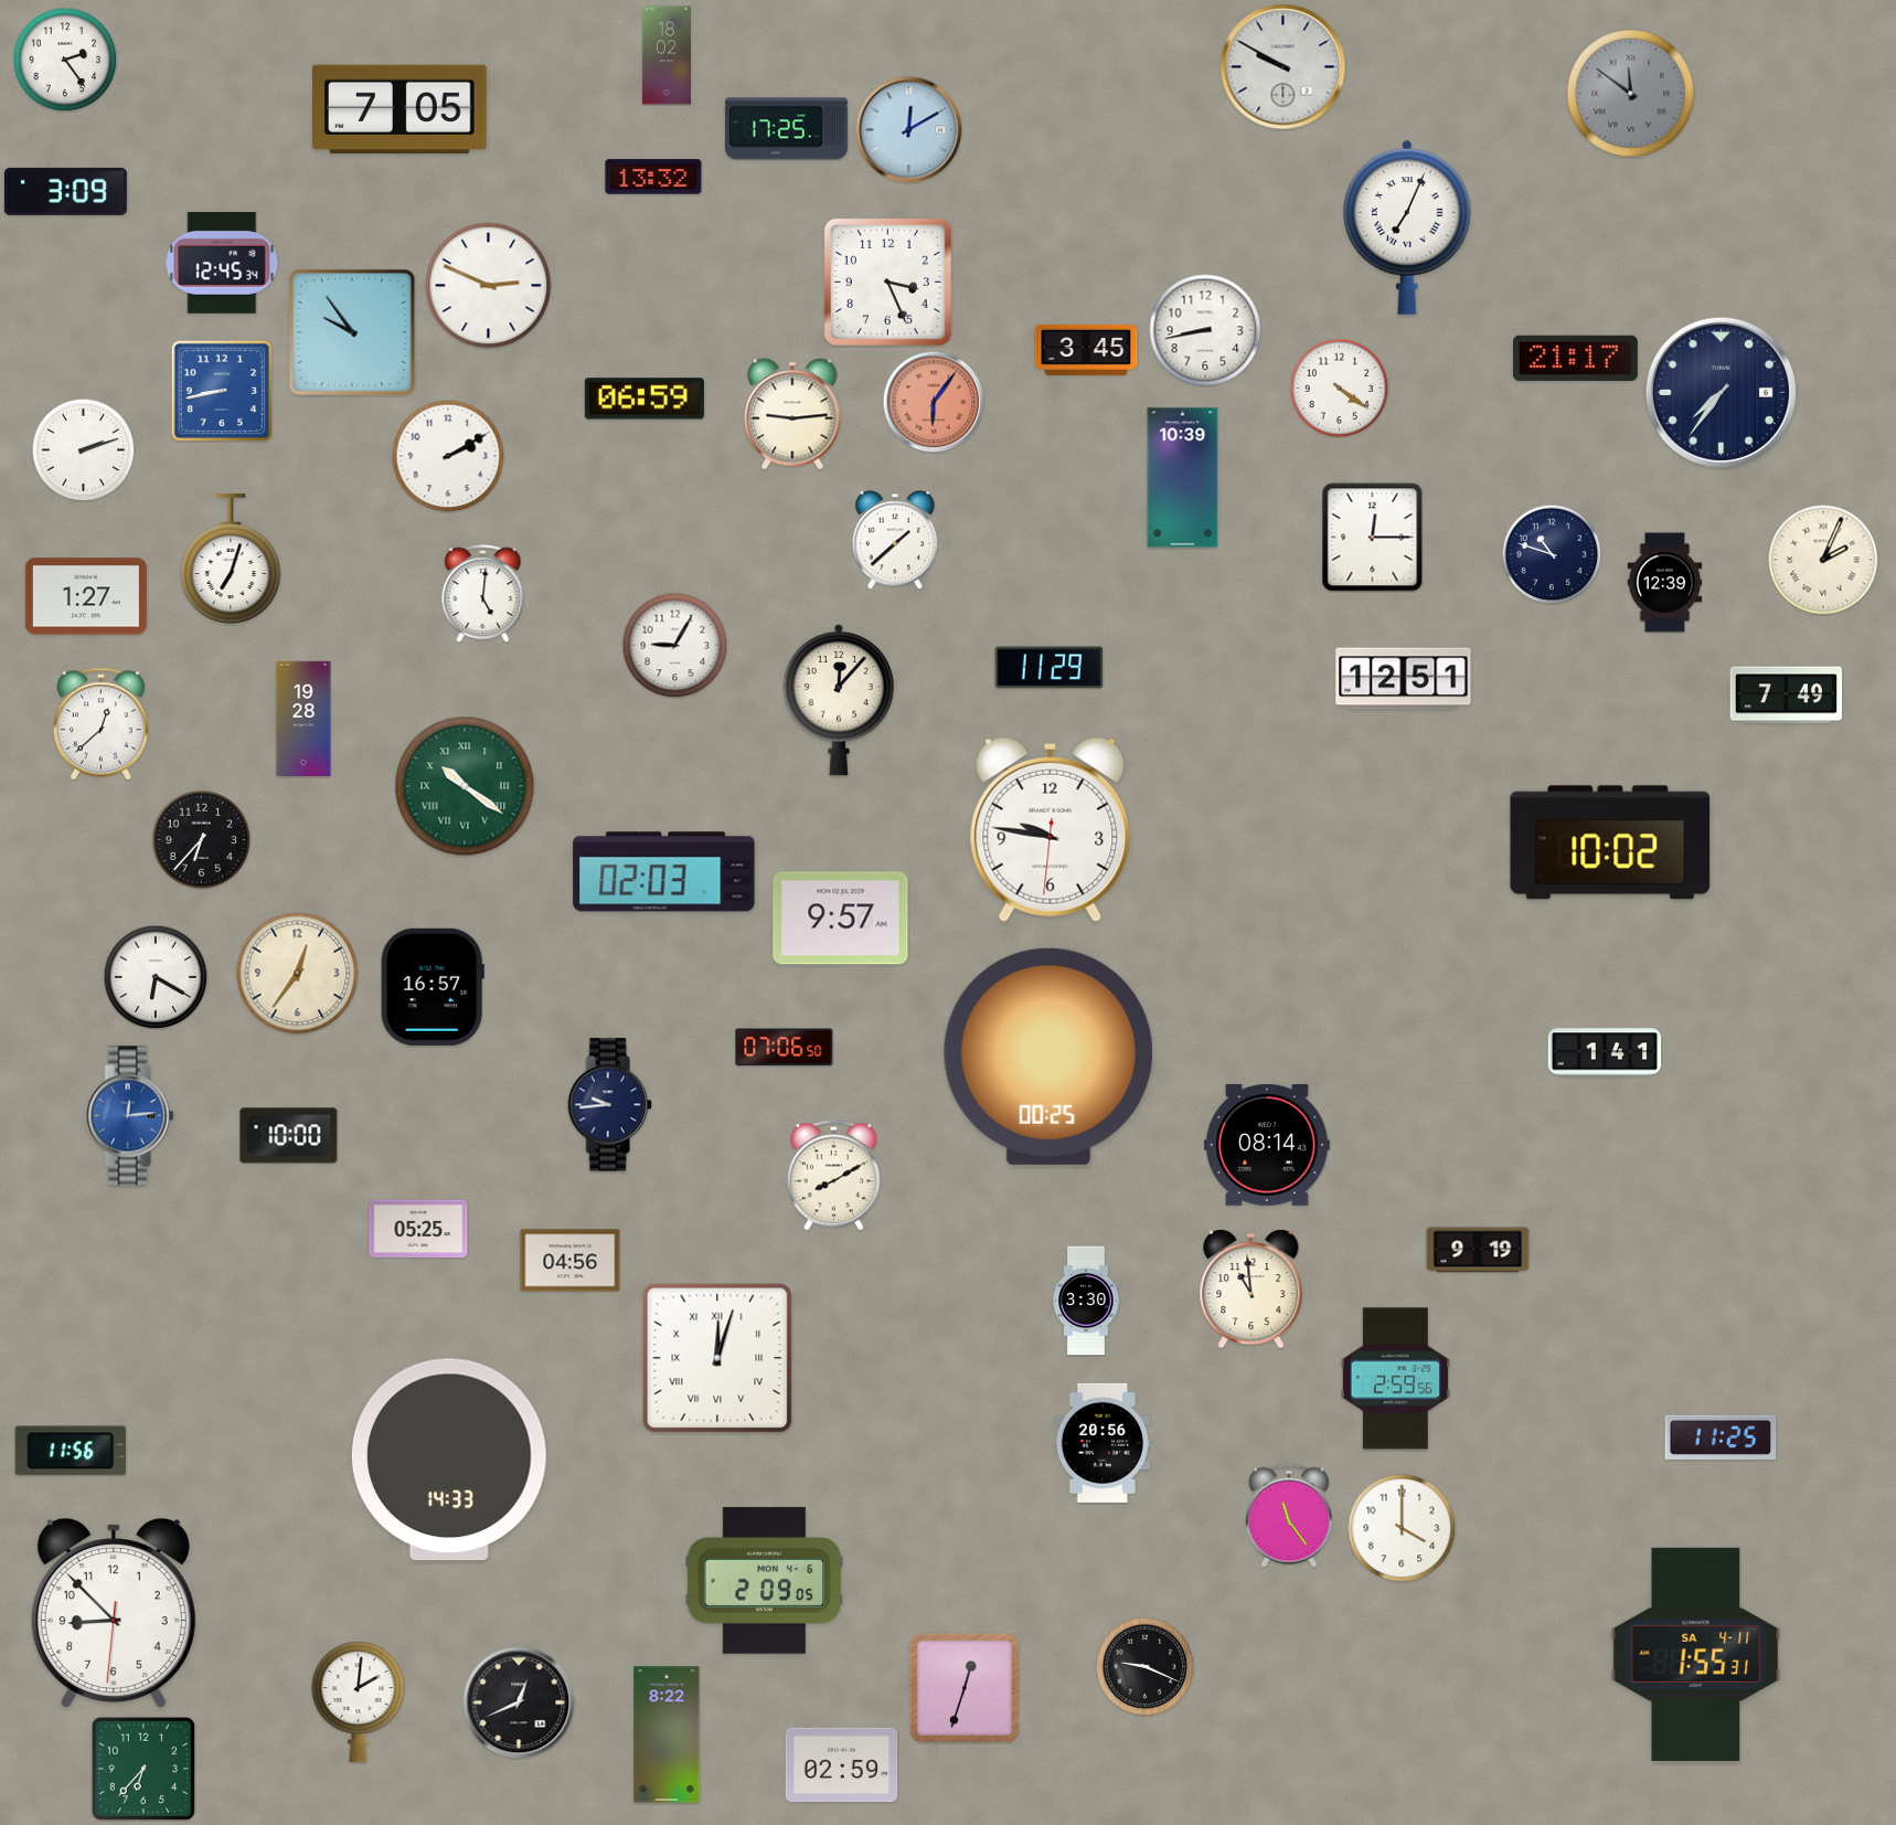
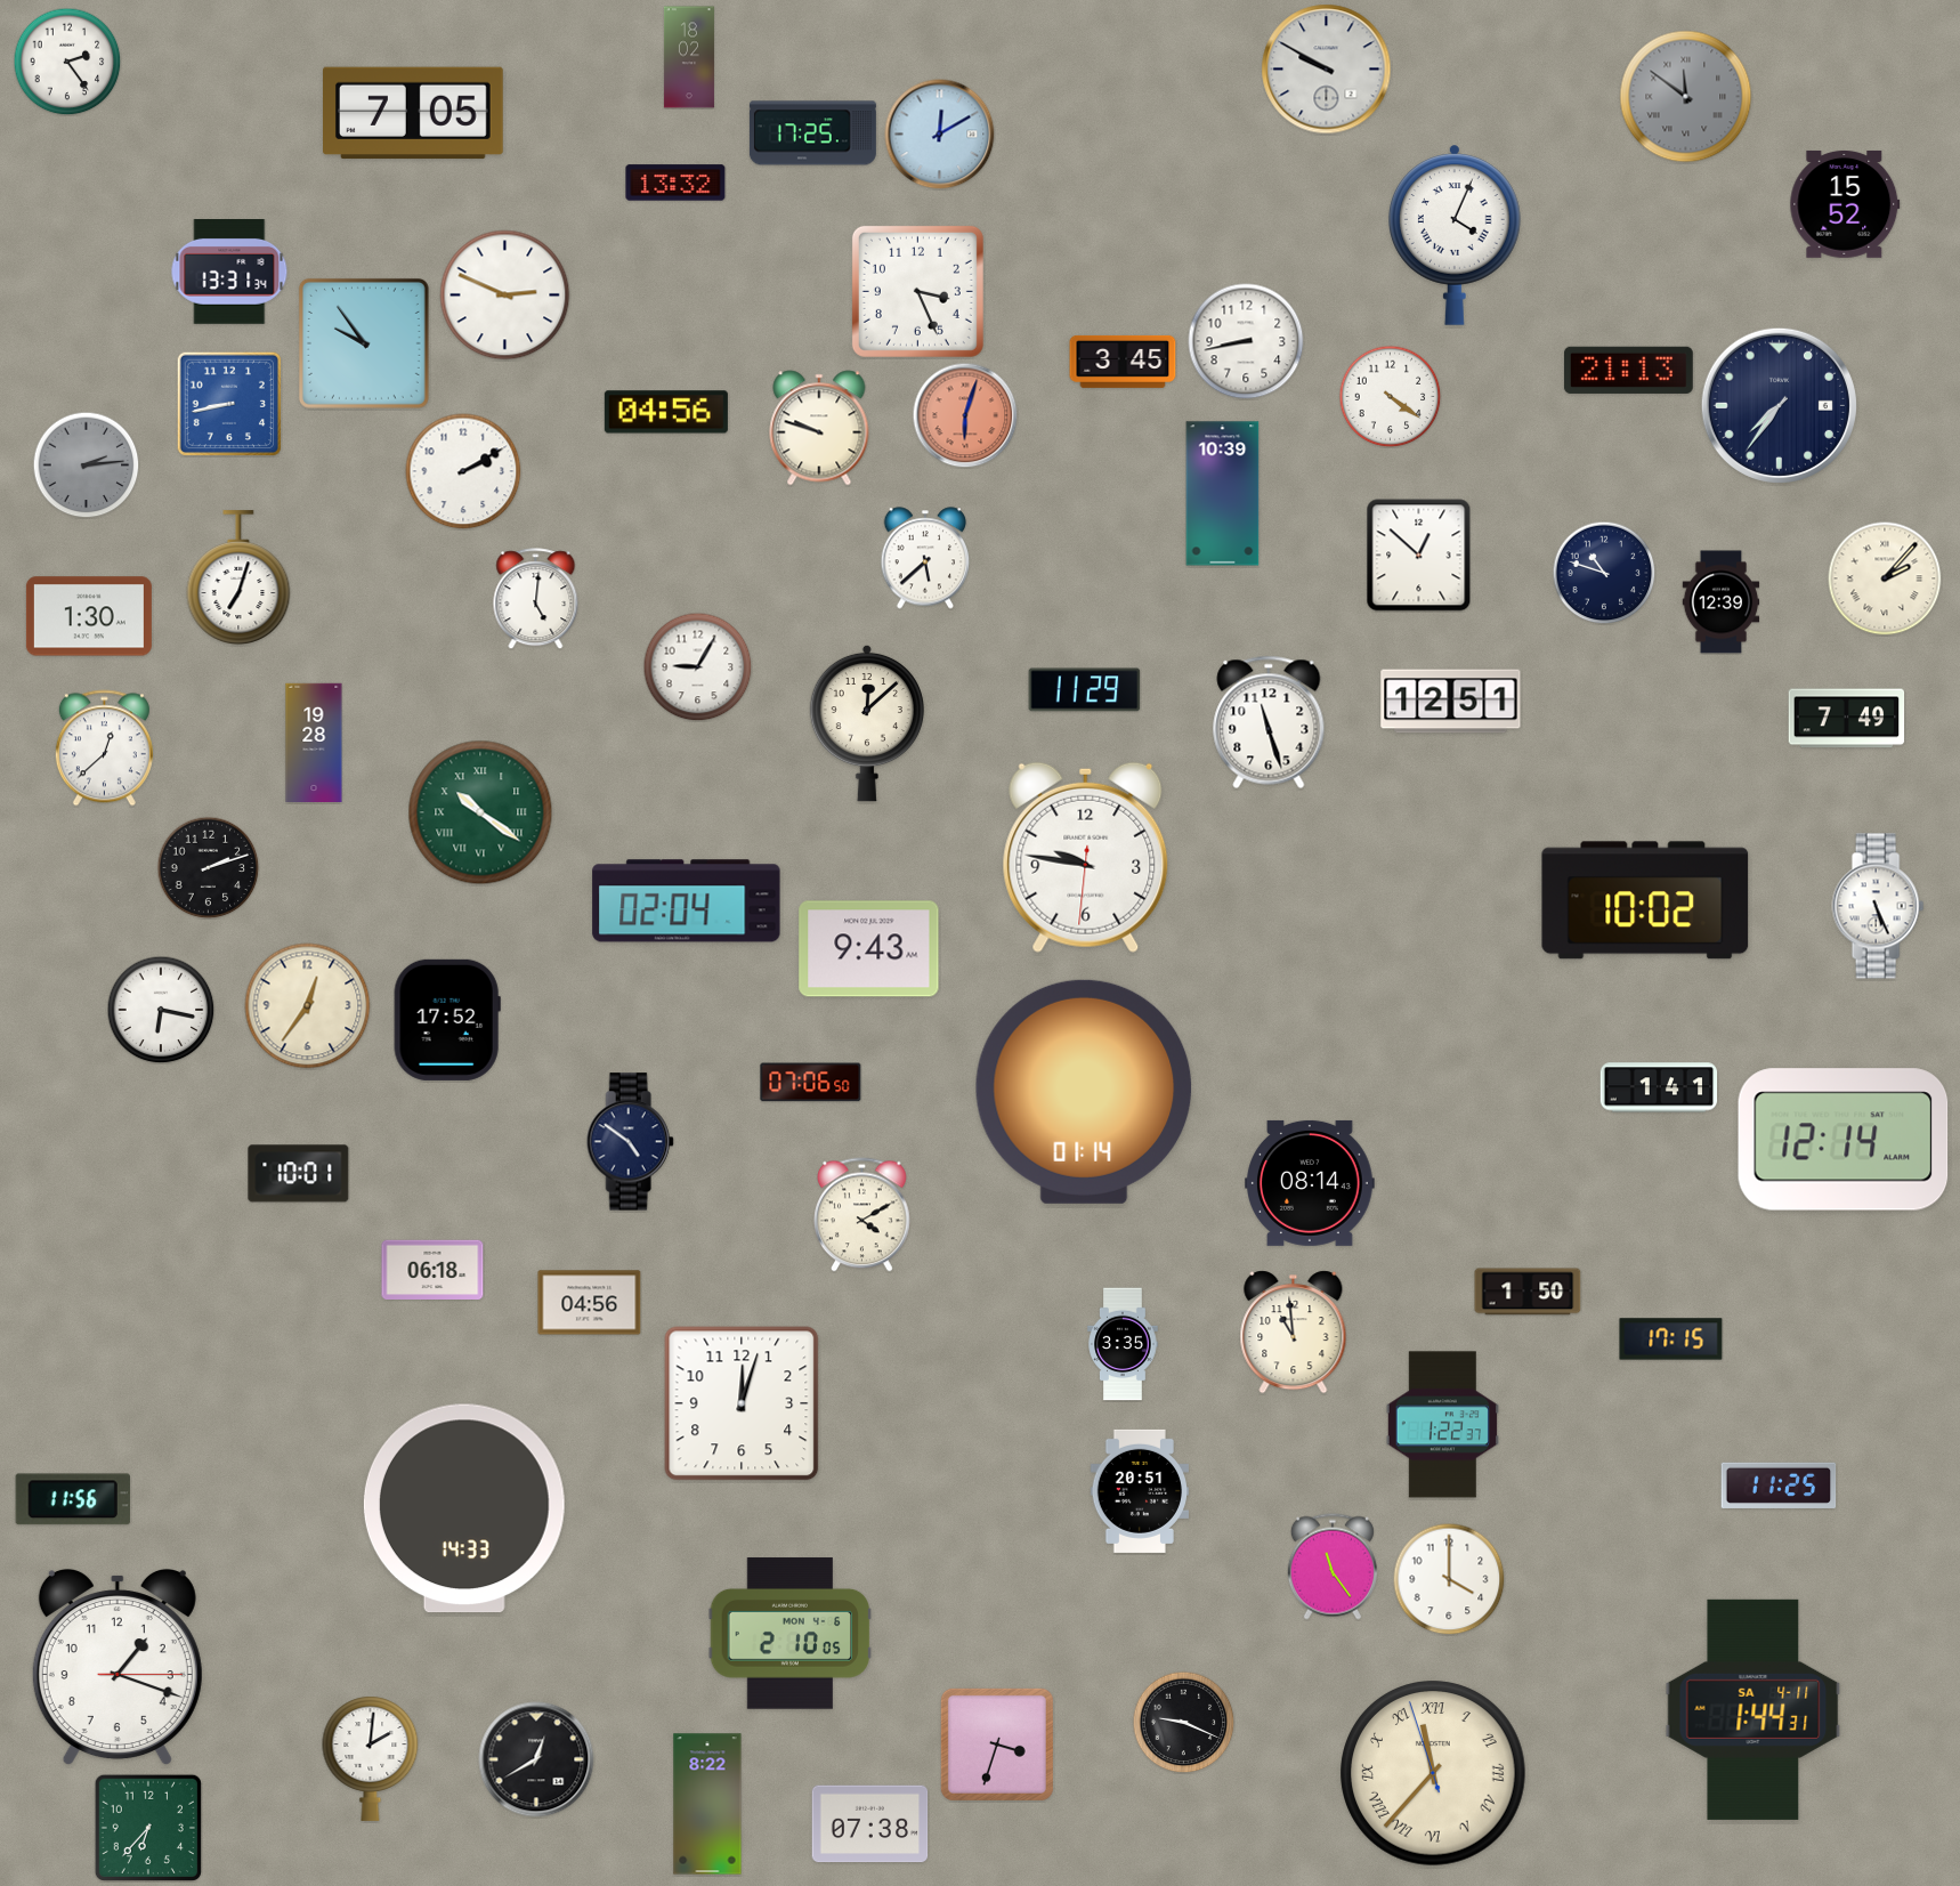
clock at (65, 191): 3:09 -> none
clock at (1845, 204): none -> 15:52
clock at (1408, 227): 7:04 -> 4:04
clock at (222, 264): 12:45 -> 13:31
clock at (1575, 358): 21:17 -> 21:13
clock at (1339, 388) position: (1339, 388) -> (1390, 396)
clock at (645, 399): 06:59 -> 04:56
clock at (934, 402): 6:06 -> 6:03
clock at (792, 414): 9:14 -> 9:48
clock at (83, 449): 2:12 -> 2:14
clock at (83, 449) dial: white -> grey
clock at (1373, 538): 12:15 -> 12:52
clock at (895, 540): 1:38 -> 5:38
clock at (1823, 560): 2:04 -> 2:07
clock at (483, 594) position: (483, 594) -> (536, 599)
clock at (86, 596): 1:27 -> 1:30
clock at (1269, 722): none -> 11:27
clock at (839, 700): 12:07 -> 12:08
clock at (201, 839): 6:37 -> 2:12
clock at (1610, 842) position: (1610, 842) -> (1645, 900)
clock at (664, 872): 02:03 -> 02:04
clock at (1878, 906): none -> 5:26
clock at (841, 919): 9:57 -> 9:43
clock at (156, 977): 6:20 -> 6:17
clock at (433, 987): 16:57 -> 17:52
clock at (1048, 1057): 00:25 -> 01:14
clock at (1844, 1140): none -> 12:14
clock at (609, 1105): 9:44 -> 4:51
clock at (130, 1116): 12:14 -> none
clock at (289, 1136): 10:00 -> 10:01
clock at (834, 1176): 8:10 -> 4:10
clock at (418, 1228): 05:25 -> 06:18
clock at (1478, 1250): 9:19 -> 1:50
clock at (1671, 1339): none -> 17:15
clock at (1086, 1301): 3:30 -> 3:35
clock at (717, 1358) numerals: Roman -> Arabic
clock at (1395, 1379): 2:59 -> 1:22
clock at (1101, 1443): 20:56 -> 20:51
clock at (765, 1581): 2:09 -> 2:10
clock at (114, 1613): 8:52 -> 1:18
clock at (1696, 1654): 1:55 -> 1:44
clock at (965, 1688): 12:33 -> 3:33
clock at (519, 1702): 12:41 -> 12:40
clock at (1433, 1773): none -> 11:36
clock at (667, 1734) position: (667, 1734) -> (707, 1804)
clock at (842, 1765): 02:59 -> 07:38
